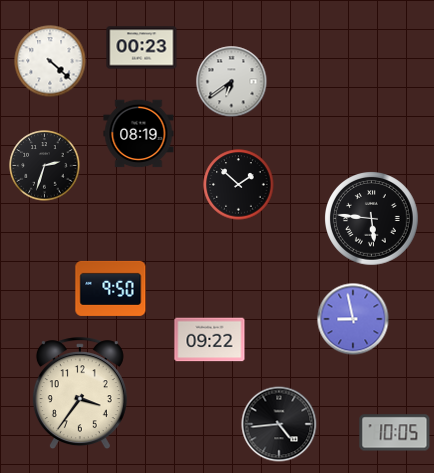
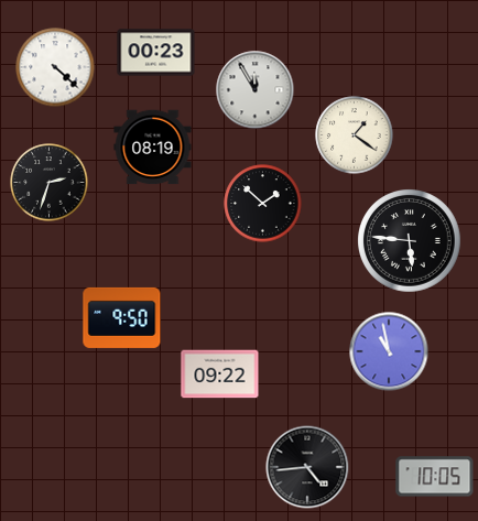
clock at (232, 82): 6:39 -> 11:55
clock at (355, 135): none -> 1:21
clock at (353, 319): 8:58 -> 10:58
clock at (210, 340) position: (210, 340) -> (220, 375)
clock at (80, 394): 3:36 -> none
